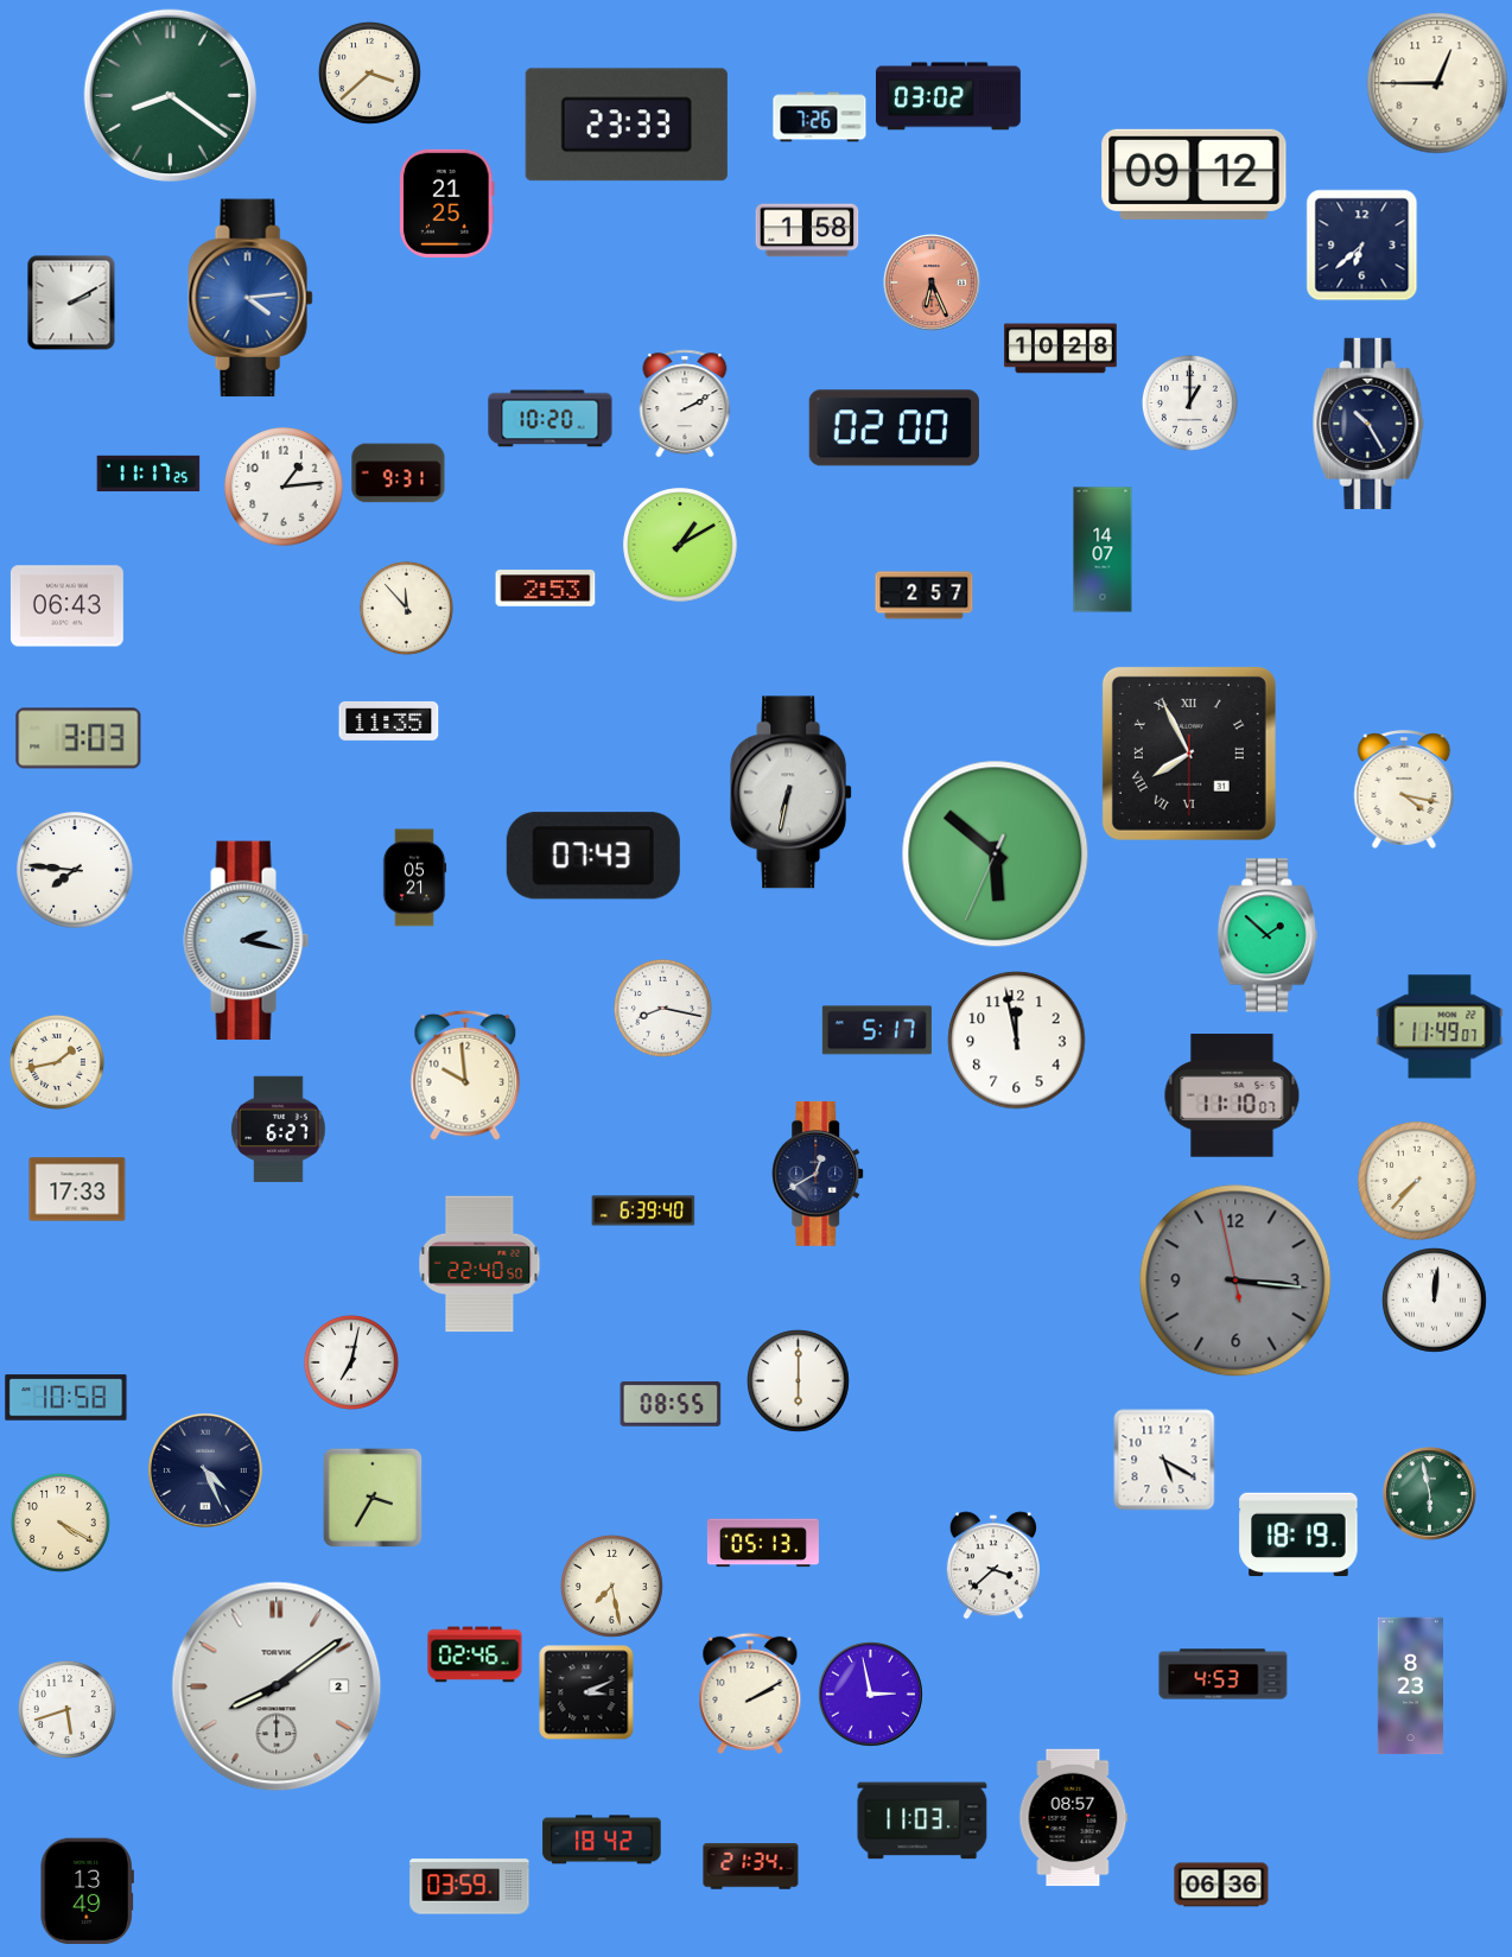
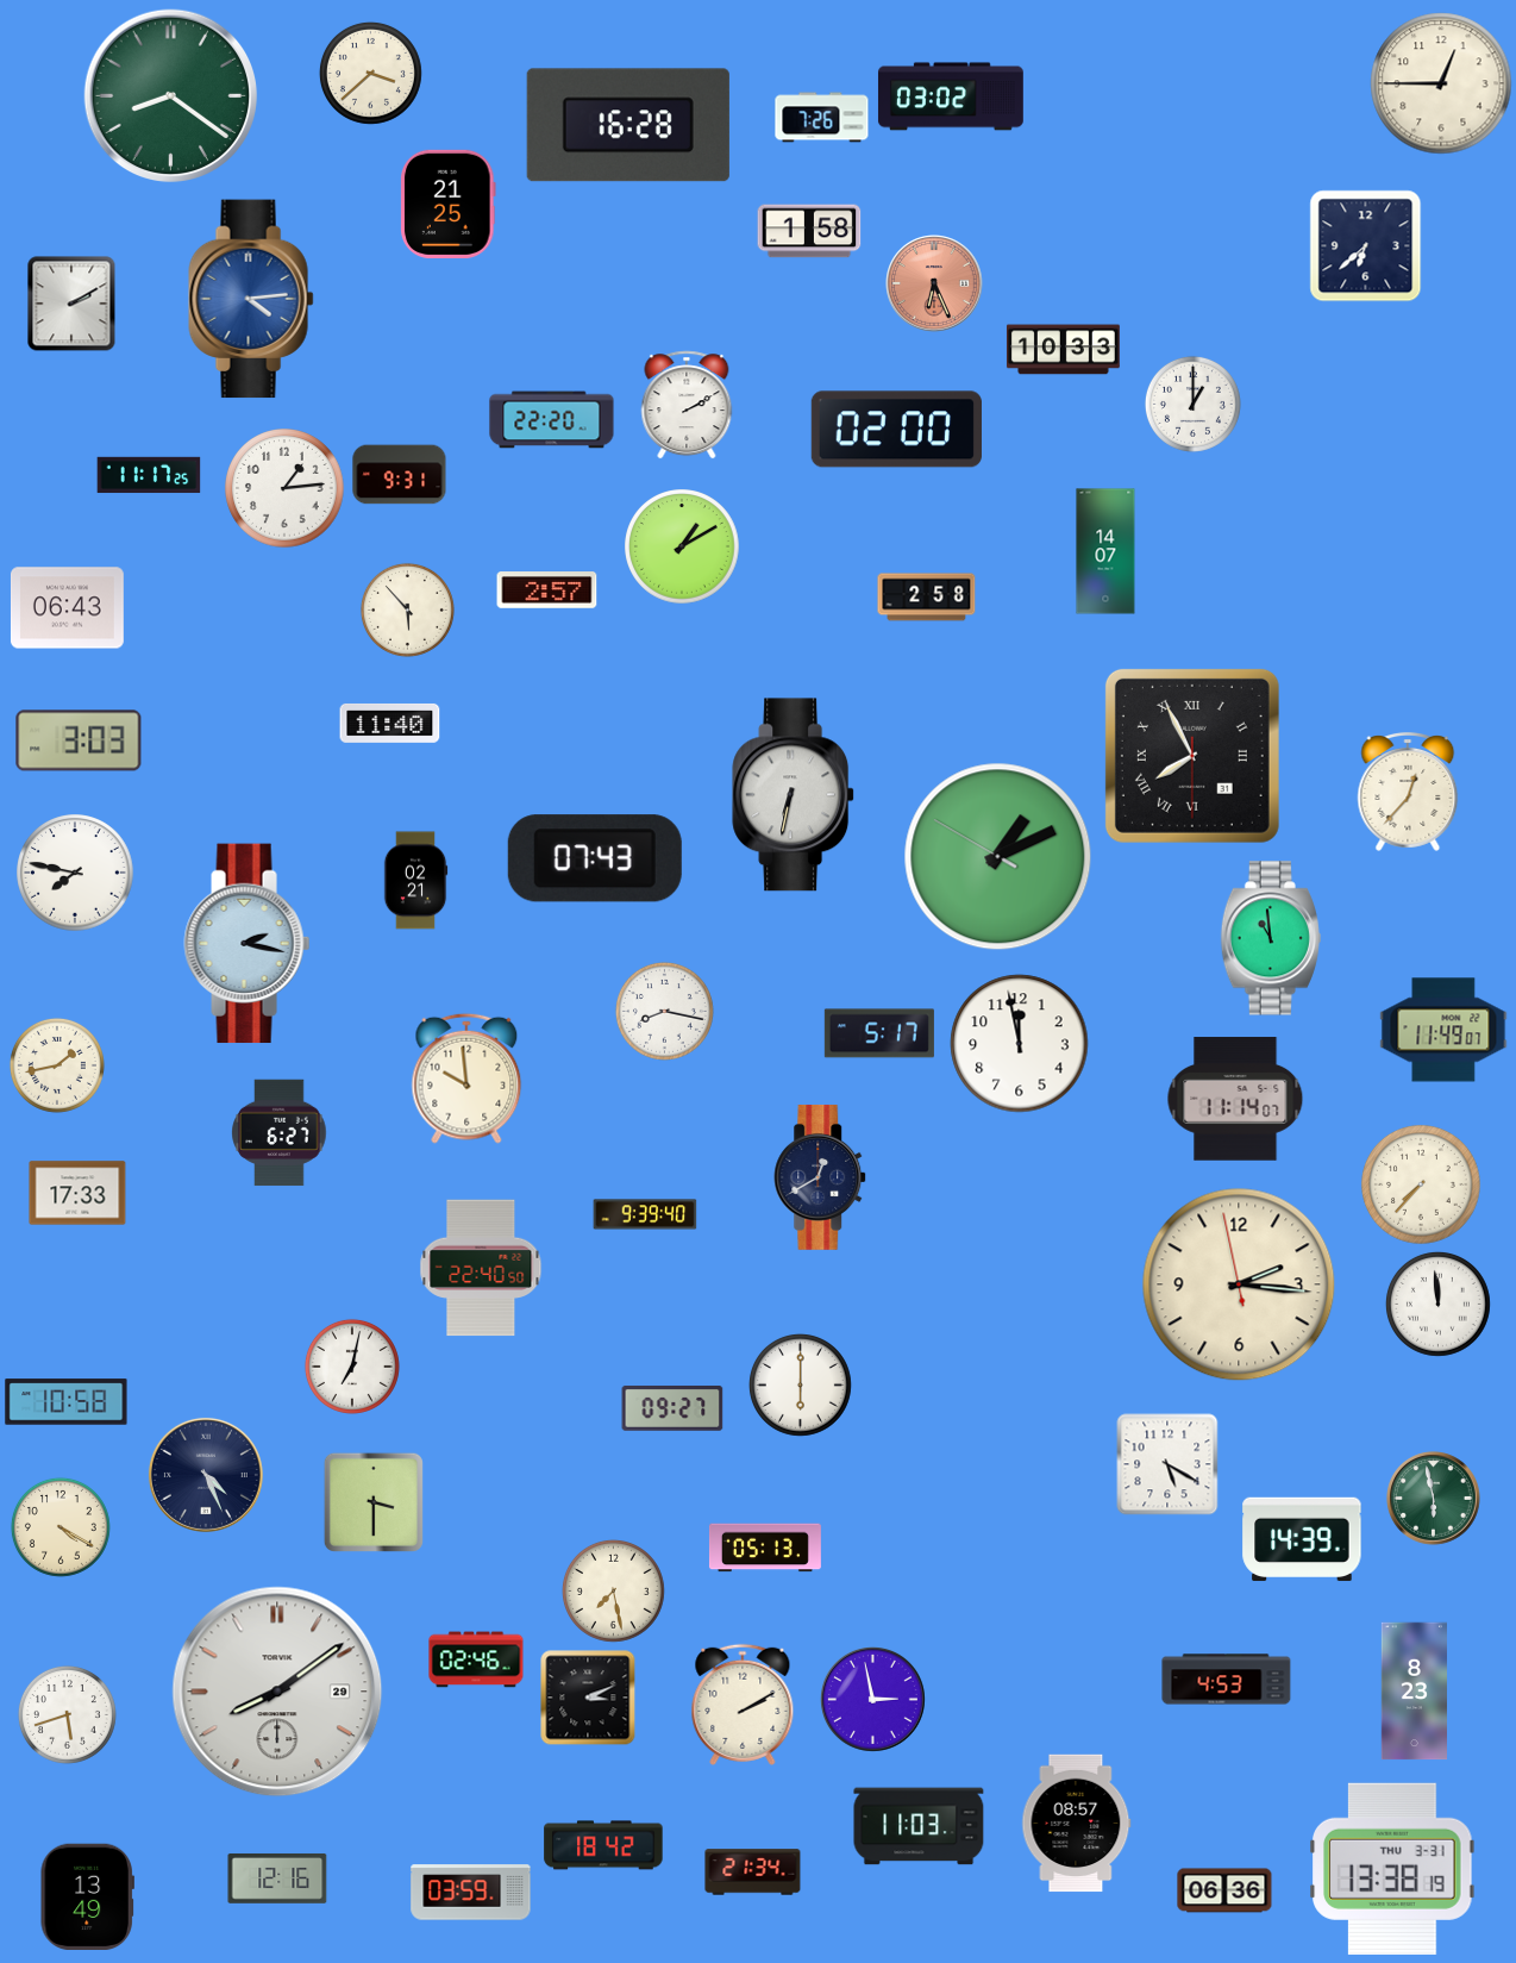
clock at (627, 125): 23:33 -> 16:28
clock at (1194, 174): 09:12 -> none
clock at (1060, 349): 10:28 -> 10:33
clock at (551, 419): 10:20 -> 22:20
clock at (1368, 424): 10:25 -> none
clock at (546, 589): 2:53 -> 2:57
clock at (925, 596): 2:57 -> 2:58
clock at (406, 608): 11:53 -> 5:53
clock at (389, 720): 11:35 -> 11:40
clock at (1404, 790): 4:17 -> 12:37
clock at (996, 854): 5:51 -> 1:10
clock at (75, 870): 7:46 -> 7:47
clock at (414, 878): 05:21 -> 02:21
clock at (1268, 935): 1:52 -> 10:59
clock at (1232, 1095): 11:10 -> 11:14
clock at (643, 1211): 6:39 -> 9:39
clock at (1235, 1281): 3:15 -> 2:15
clock at (1235, 1281) dial: grey -> cream
clock at (1434, 1300): 12:01 -> 11:59
clock at (671, 1404): 08:55 -> 09:27
clock at (373, 1498): 3:35 -> 3:30
clock at (1298, 1535): 18:19 -> 14:39
clock at (993, 1565): 3:38 -> none
clock at (277, 1686) date: 2 -> 29
clock at (750, 1694) position: (750, 1694) -> (743, 1705)
clock at (922, 1821) position: (922, 1821) -> (919, 1826)
clock at (1392, 1869): none -> 13:38
clock at (277, 1878): none -> 12:16
